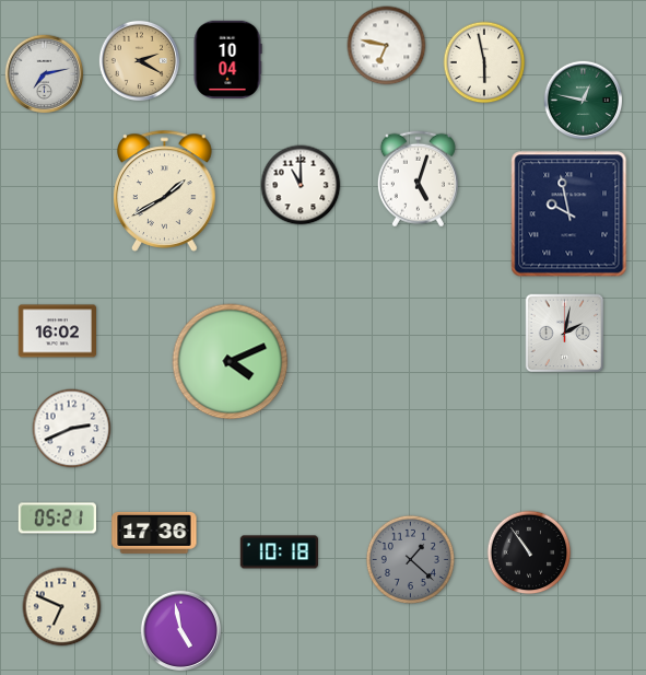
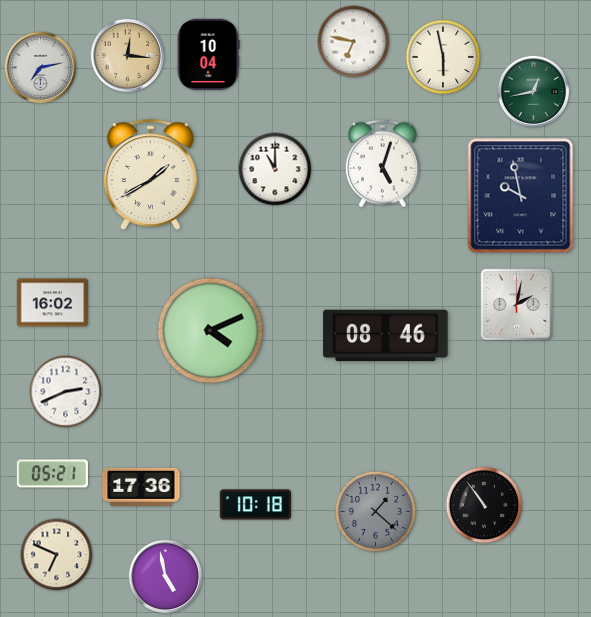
clock at (139, 60): 2:20 -> 12:16
clock at (584, 101): 12:47 -> 12:43
clock at (386, 336): none -> 08:46
